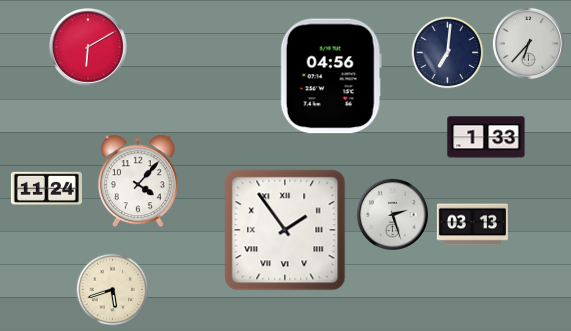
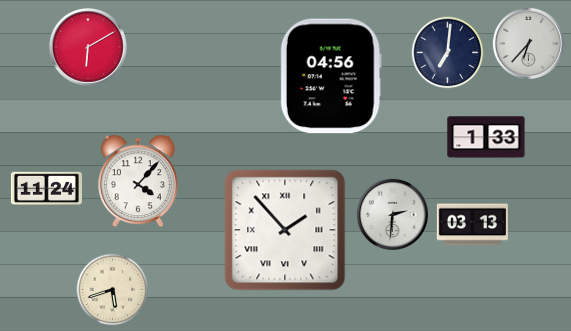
clock at (392, 214): 2:27 -> 2:31
clock at (285, 230): 1:54 -> 1:53
